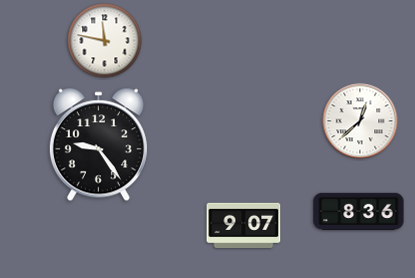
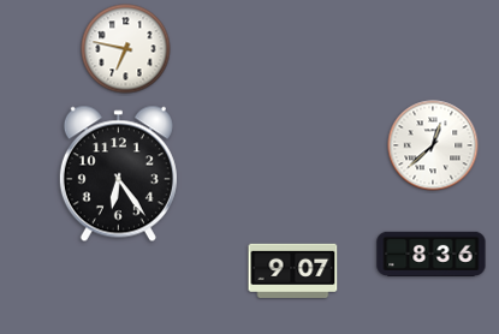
clock at (105, 41): 11:47 -> 6:47
clock at (98, 145): 9:24 -> 6:24
